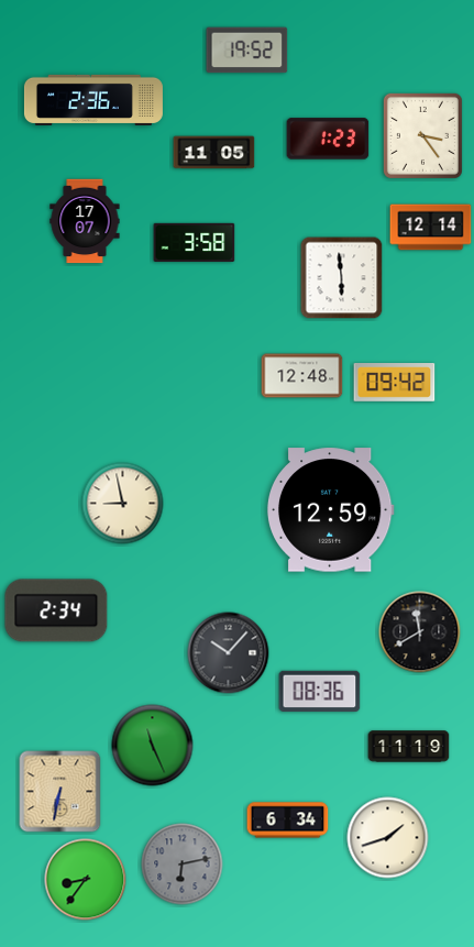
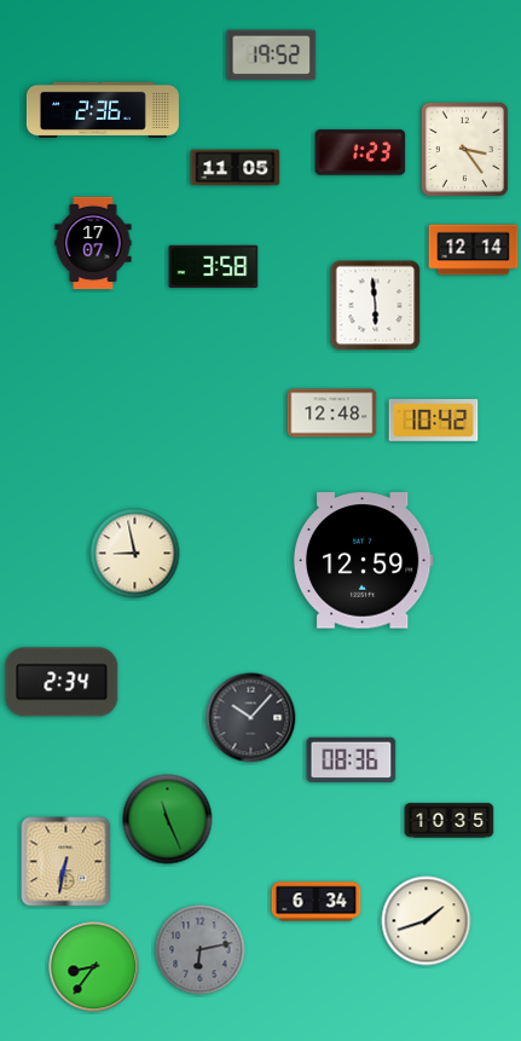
clock at (395, 383): 09:42 -> 10:42
clock at (56, 610) position: (56, 610) -> (62, 682)
clock at (420, 632): 11:40 -> none
clock at (409, 747): 11:19 -> 10:35
clock at (60, 792) position: (60, 792) -> (66, 862)
